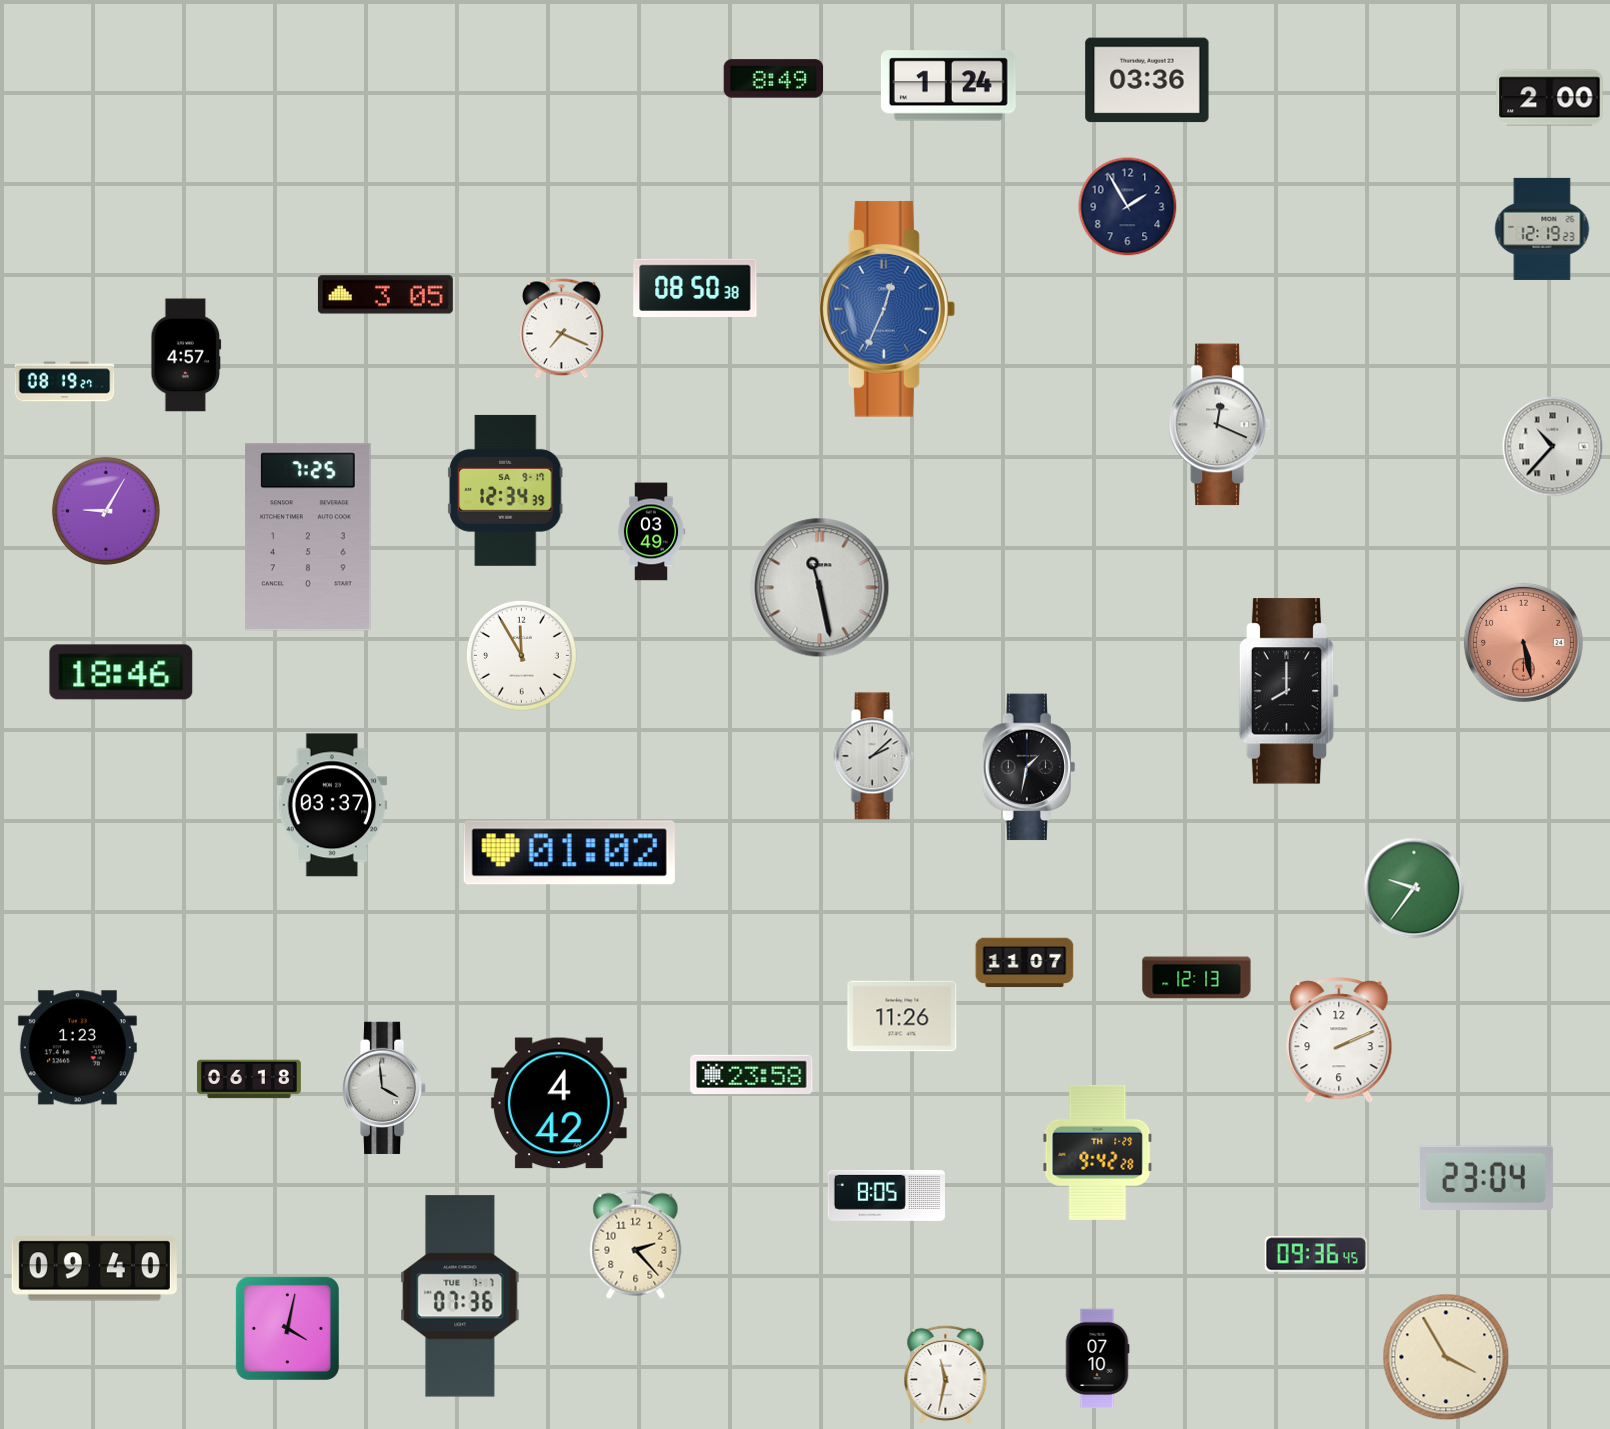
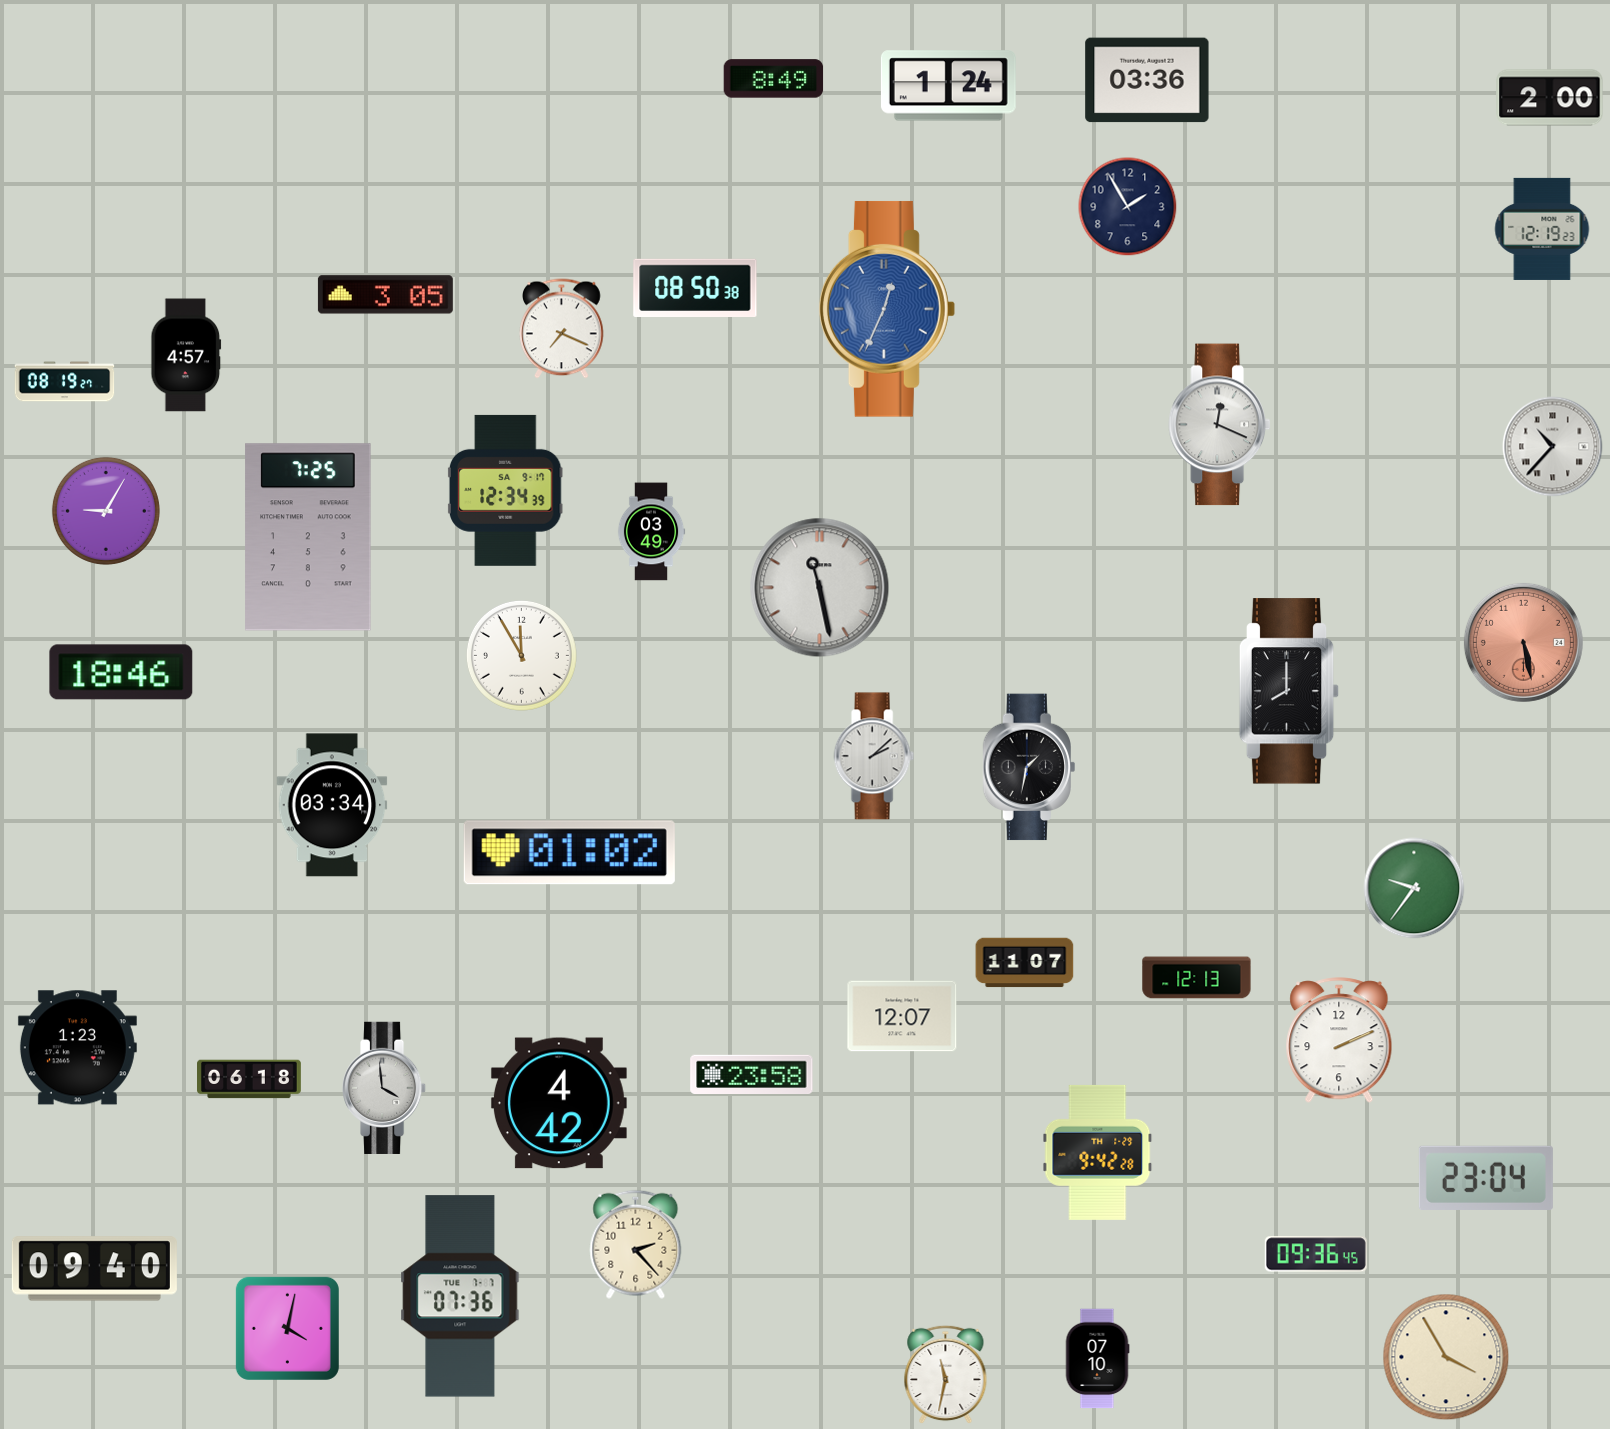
clock at (332, 805): 03:37 -> 03:34
clock at (902, 1016): 11:26 -> 12:07
clock at (886, 1195): 8:05 -> none
